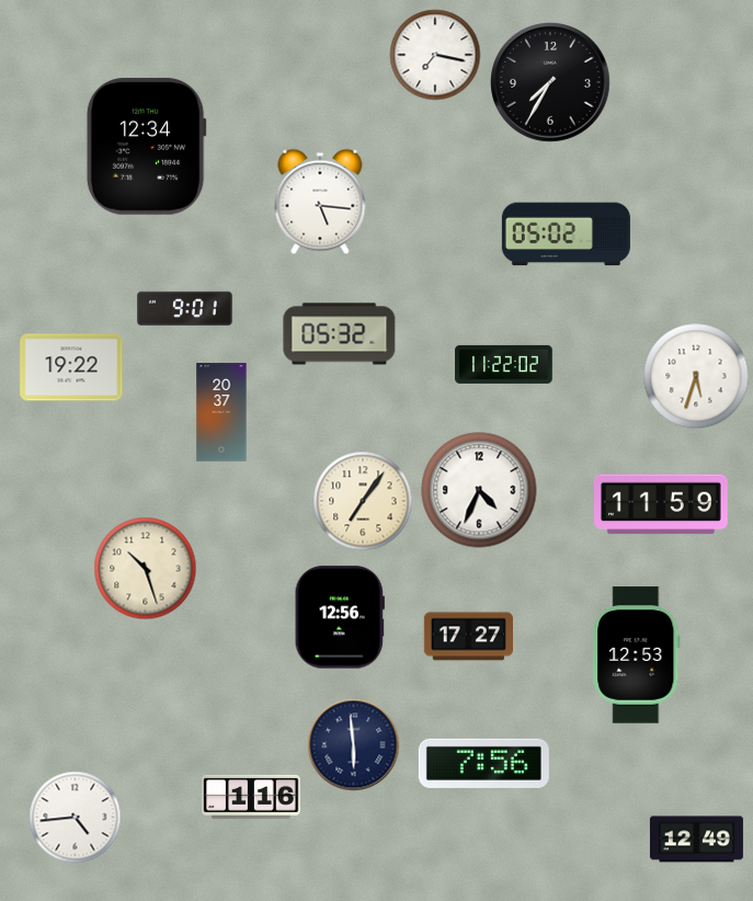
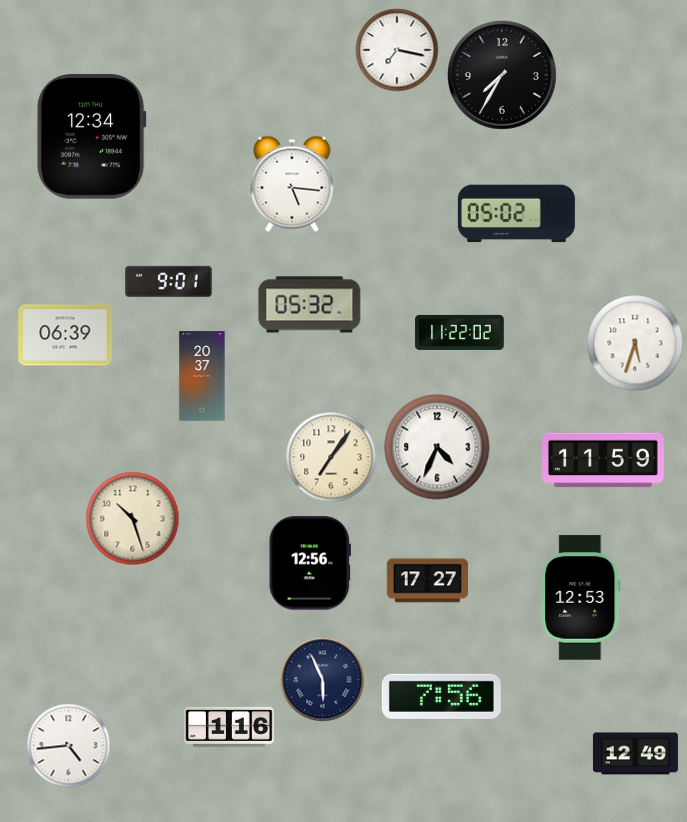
clock at (146, 147) position: (146, 147) -> (91, 137)
clock at (71, 367): 19:22 -> 06:39
clock at (354, 745): 5:59 -> 5:56
clock at (696, 840) position: (696, 840) -> (635, 754)
